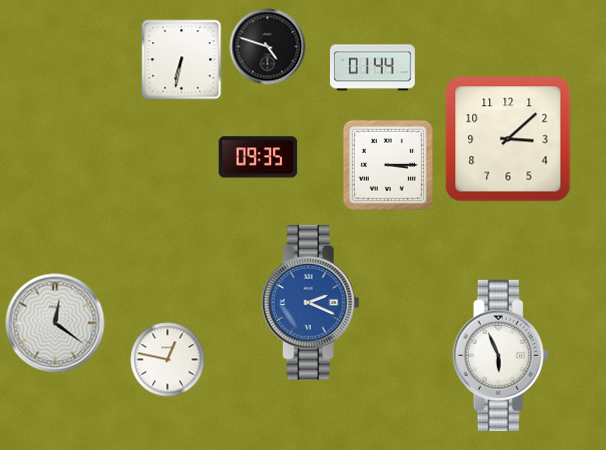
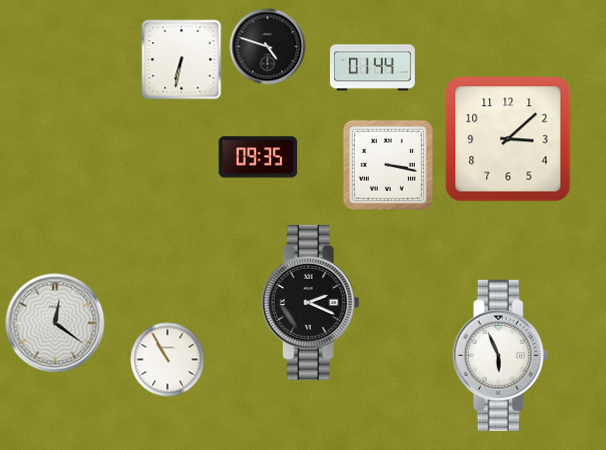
clock at (388, 165): 3:15 -> 3:17
clock at (310, 302) dial: blue -> black
clock at (168, 360): 12:47 -> 10:55
